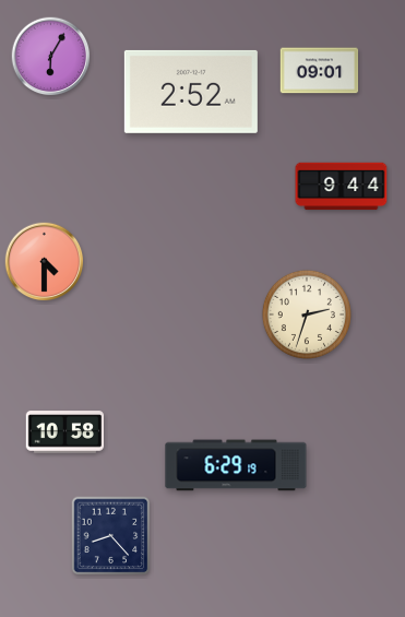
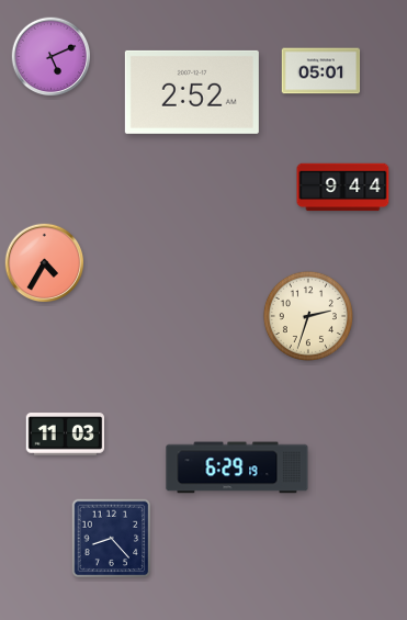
clock at (51, 57): 6:05 -> 5:11
clock at (320, 71): 09:01 -> 05:01
clock at (45, 262): 4:30 -> 4:35
clock at (65, 432): 10:58 -> 11:03
